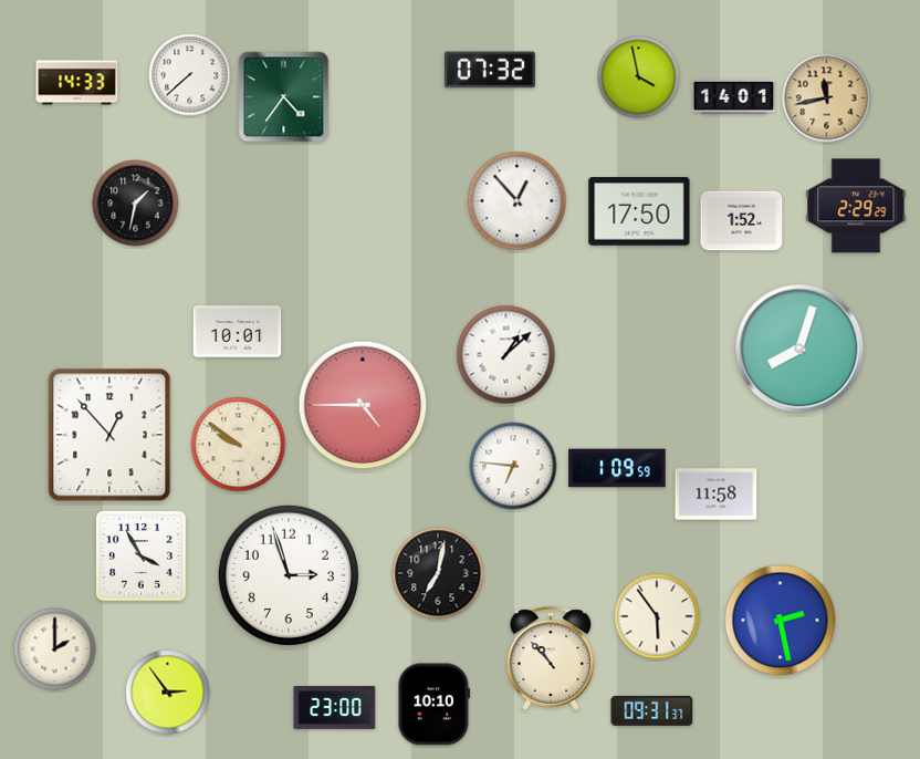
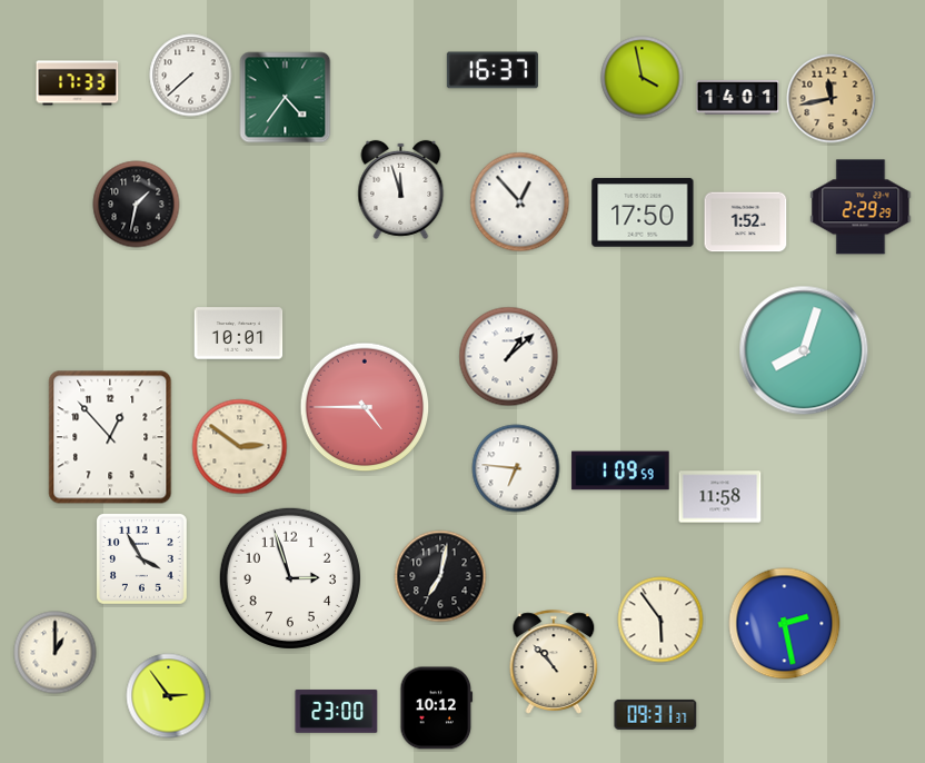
clock at (490, 70): 07:32 -> 16:37
clock at (77, 83): 14:33 -> 17:33
clock at (401, 189): none -> 11:57
clock at (239, 445): 9:51 -> 2:51
clock at (55, 649): 2:00 -> 1:00
clock at (435, 705): 10:10 -> 10:12
